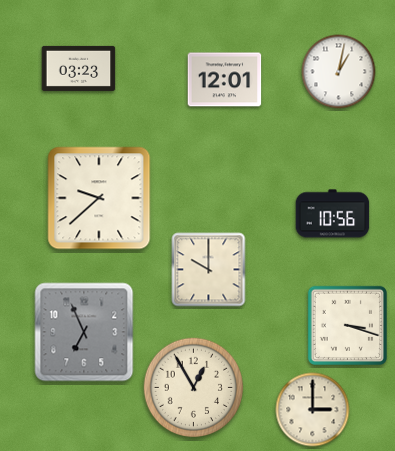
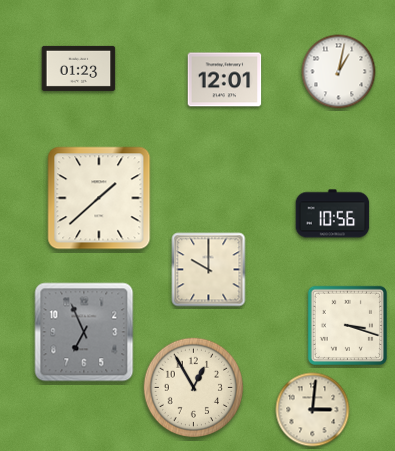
clock at (79, 68): 03:23 -> 01:23
clock at (99, 198): 9:38 -> 1:38
clock at (313, 410): 3:00 -> 3:01
